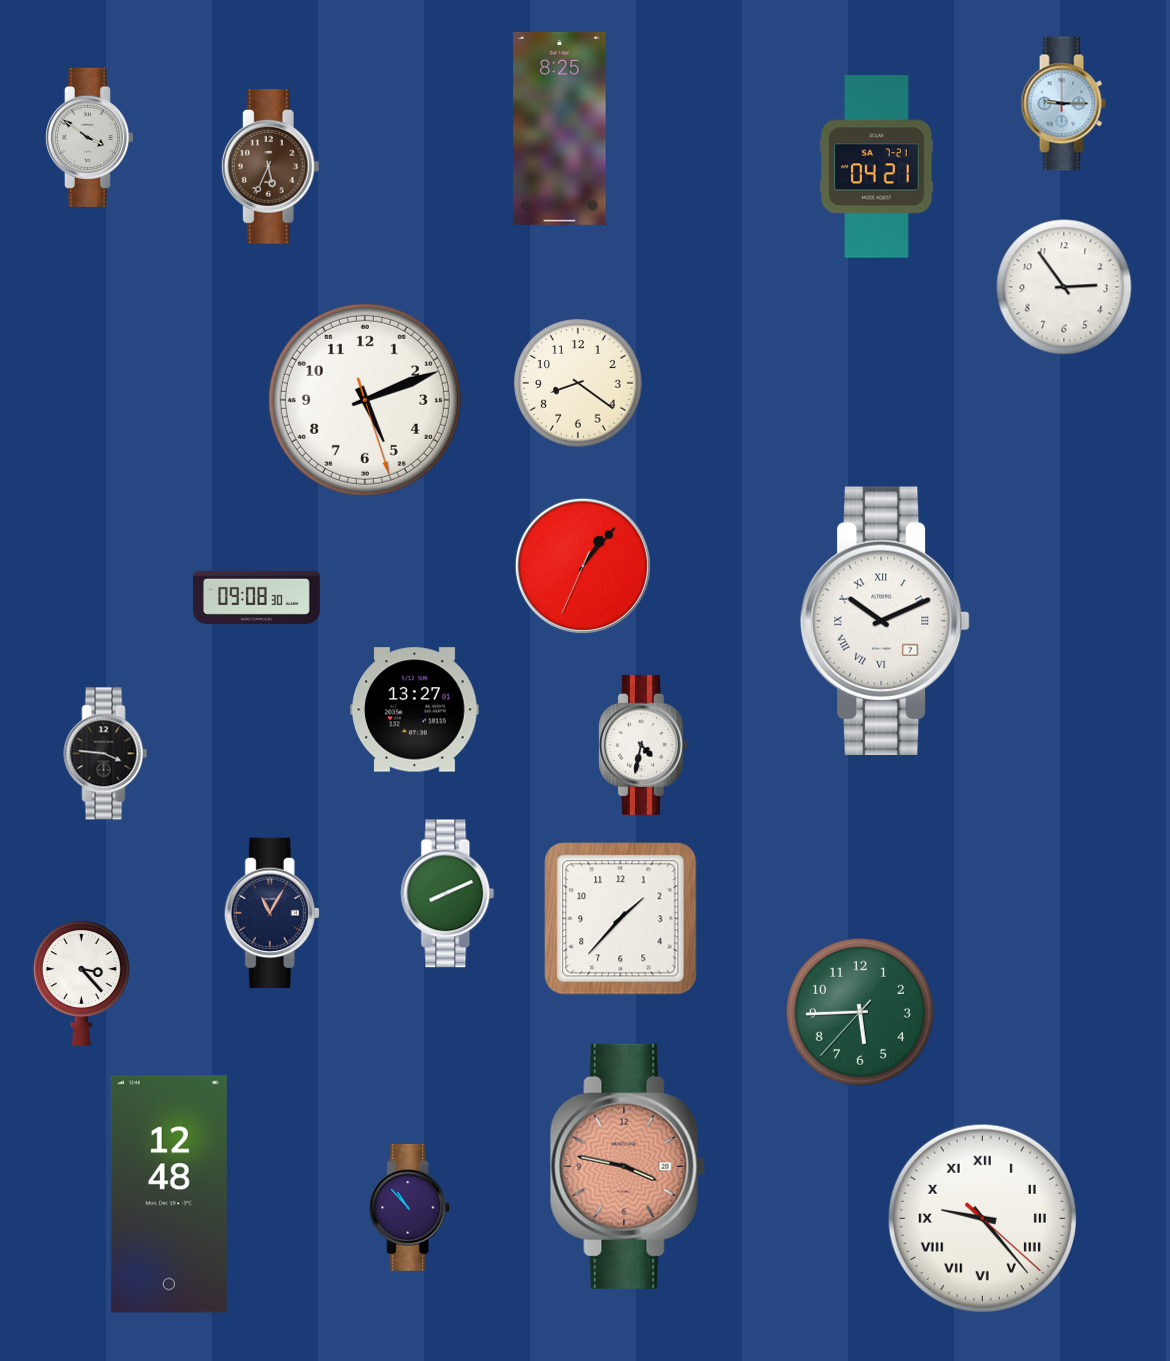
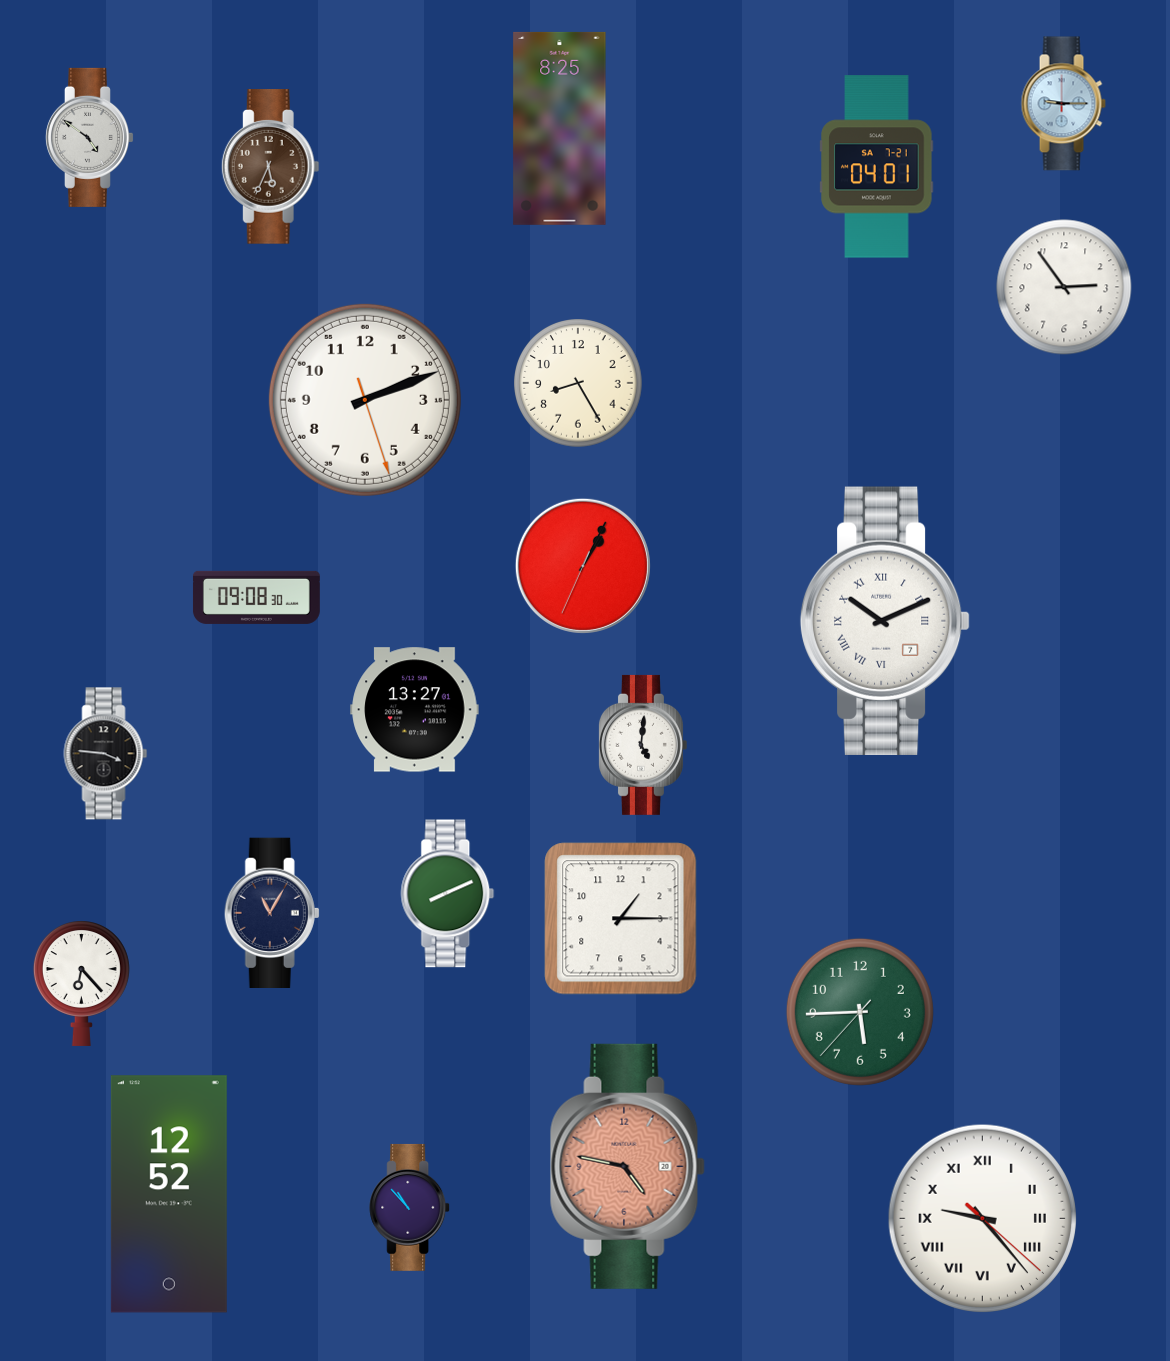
clock at (89, 137): 3:51 -> 4:51
clock at (877, 167): 04:21 -> 04:01
clock at (578, 383): 8:21 -> 8:25
clock at (365, 400): 5:11 -> 2:11
clock at (583, 566): 1:06 -> 1:04
clock at (643, 745): 4:32 -> 5:01
clock at (621, 919): 1:37 -> 1:15
clock at (81, 983): 3:23 -> 6:23
clock at (627, 1166): 3:47 -> 4:47
clock at (169, 1194): 12:48 -> 12:52
